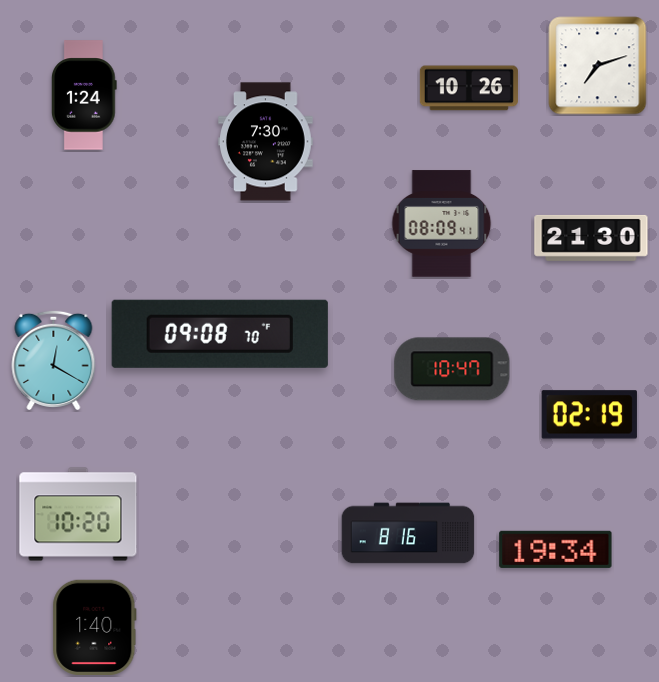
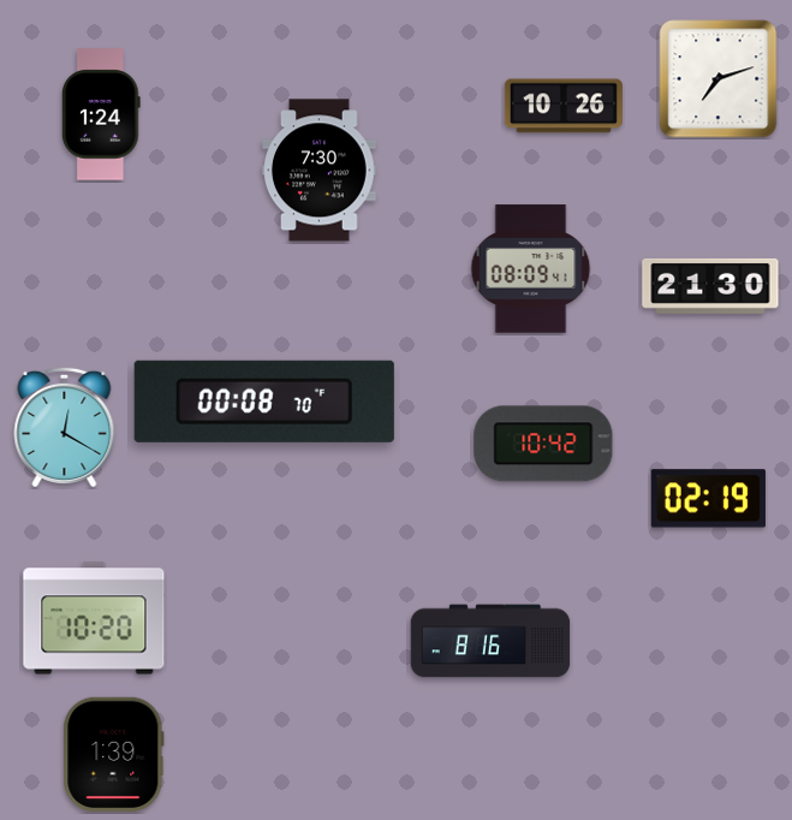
clock at (220, 334): 09:08 -> 00:08
clock at (54, 360) position: (54, 360) -> (65, 427)
clock at (452, 369): 10:47 -> 10:42
clock at (556, 549): 19:34 -> none
clock at (95, 627): 1:40 -> 1:39
